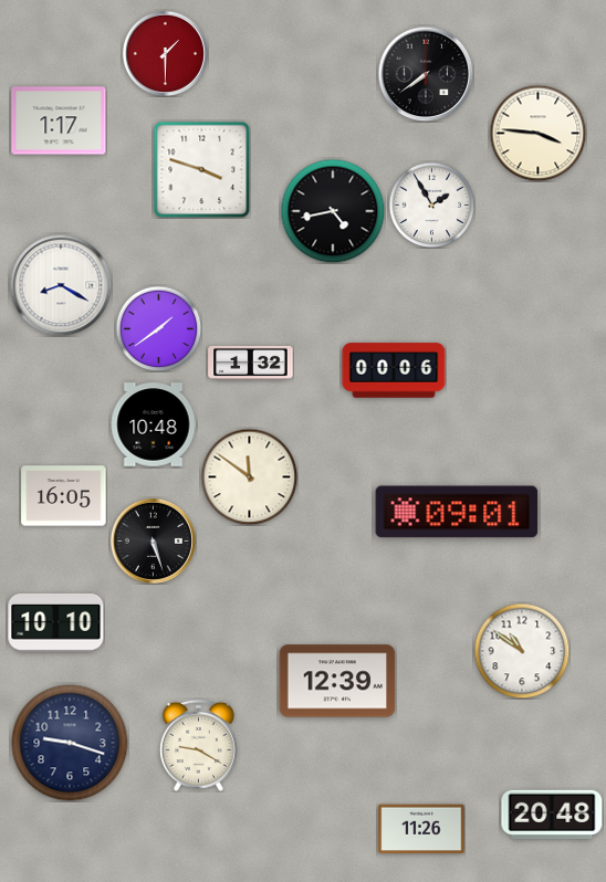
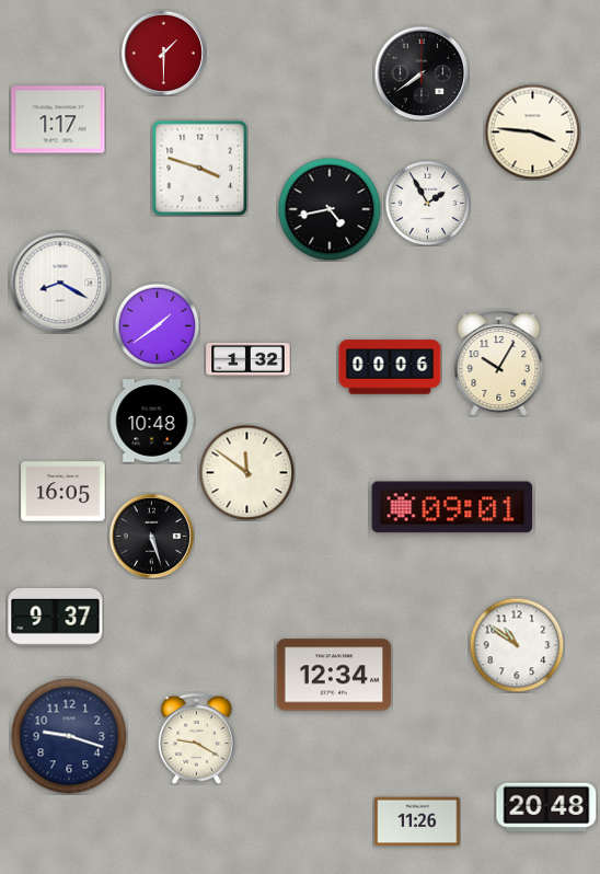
clock at (499, 364): none -> 10:05
clock at (56, 622): 10:10 -> 9:37
clock at (337, 681): 12:39 -> 12:34
